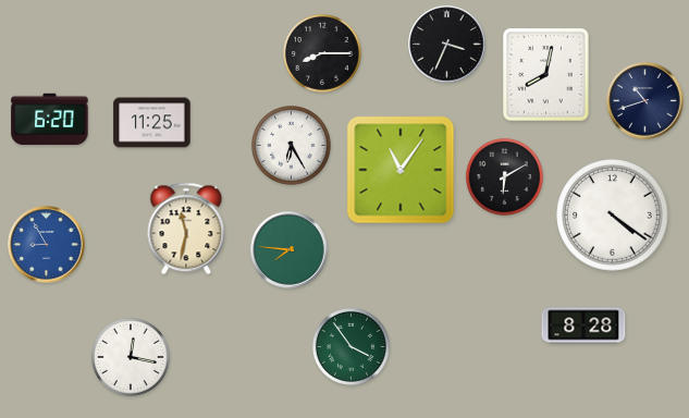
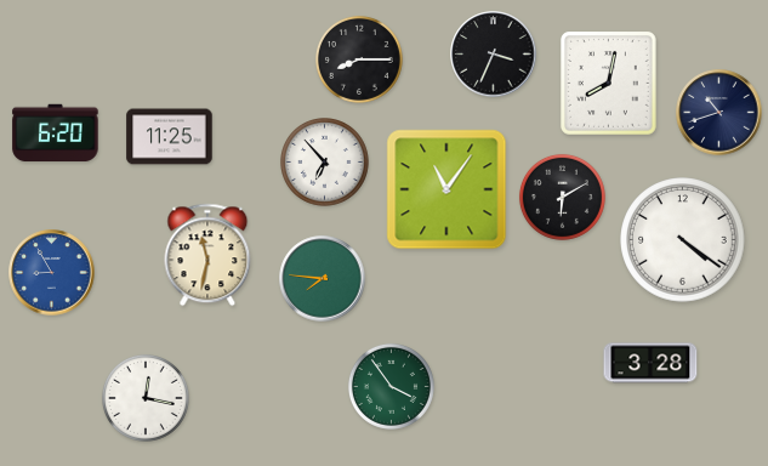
clock at (447, 45) position: (447, 45) -> (494, 55)
clock at (292, 146): 6:25 -> 6:53
clock at (583, 325): 8:28 -> 3:28
